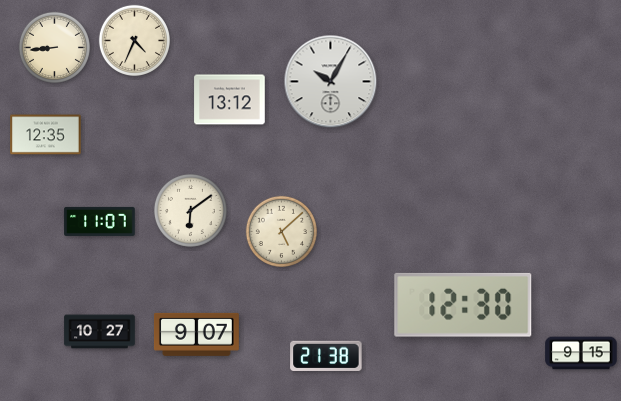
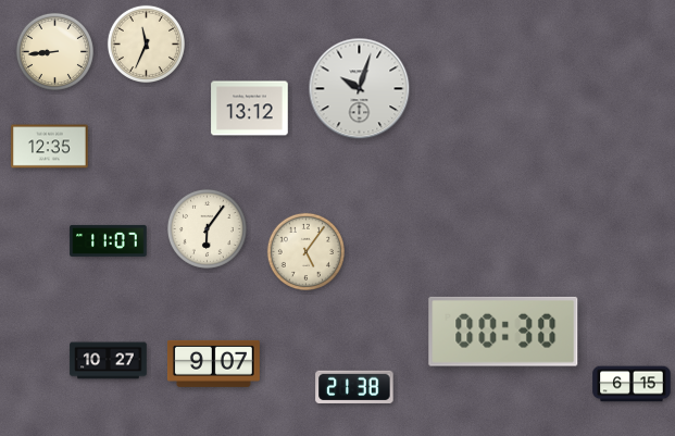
clock at (134, 40): 4:34 -> 11:34
clock at (54, 47) position: (54, 47) -> (54, 51)
clock at (331, 82): 10:05 -> 10:03
clock at (190, 210): 6:09 -> 6:06
clock at (281, 231): 5:08 -> 5:06
clock at (463, 305): 12:30 -> 00:30
clock at (581, 353): 9:15 -> 6:15
